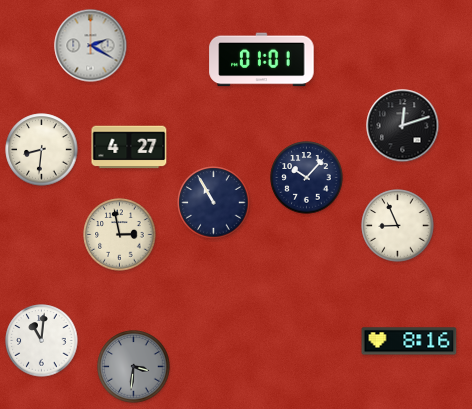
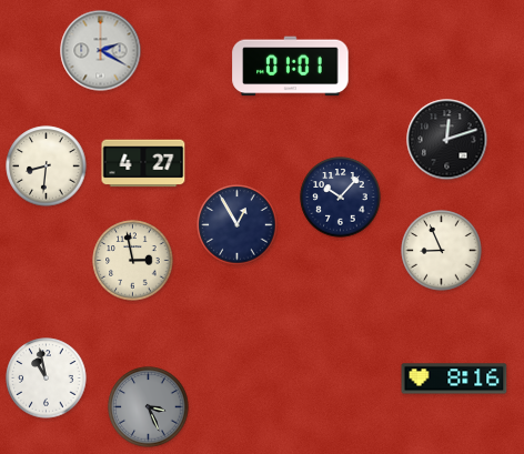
clock at (214, 203): 10:55 -> 12:55
clock at (42, 341): 11:01 -> 10:58
clock at (134, 367): 3:31 -> 3:26
